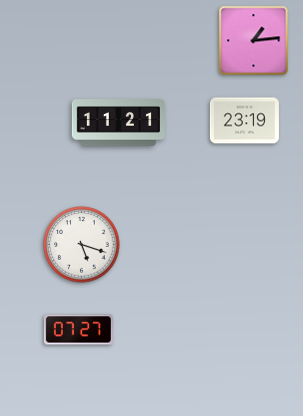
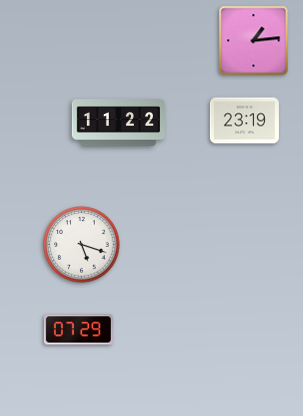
clock at (118, 123): 11:21 -> 11:22
clock at (78, 330): 07:27 -> 07:29
